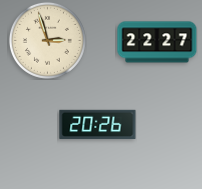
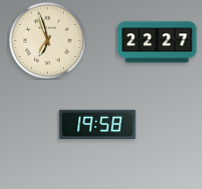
clock at (47, 40): 2:57 -> 6:57
clock at (98, 125): 20:26 -> 19:58
